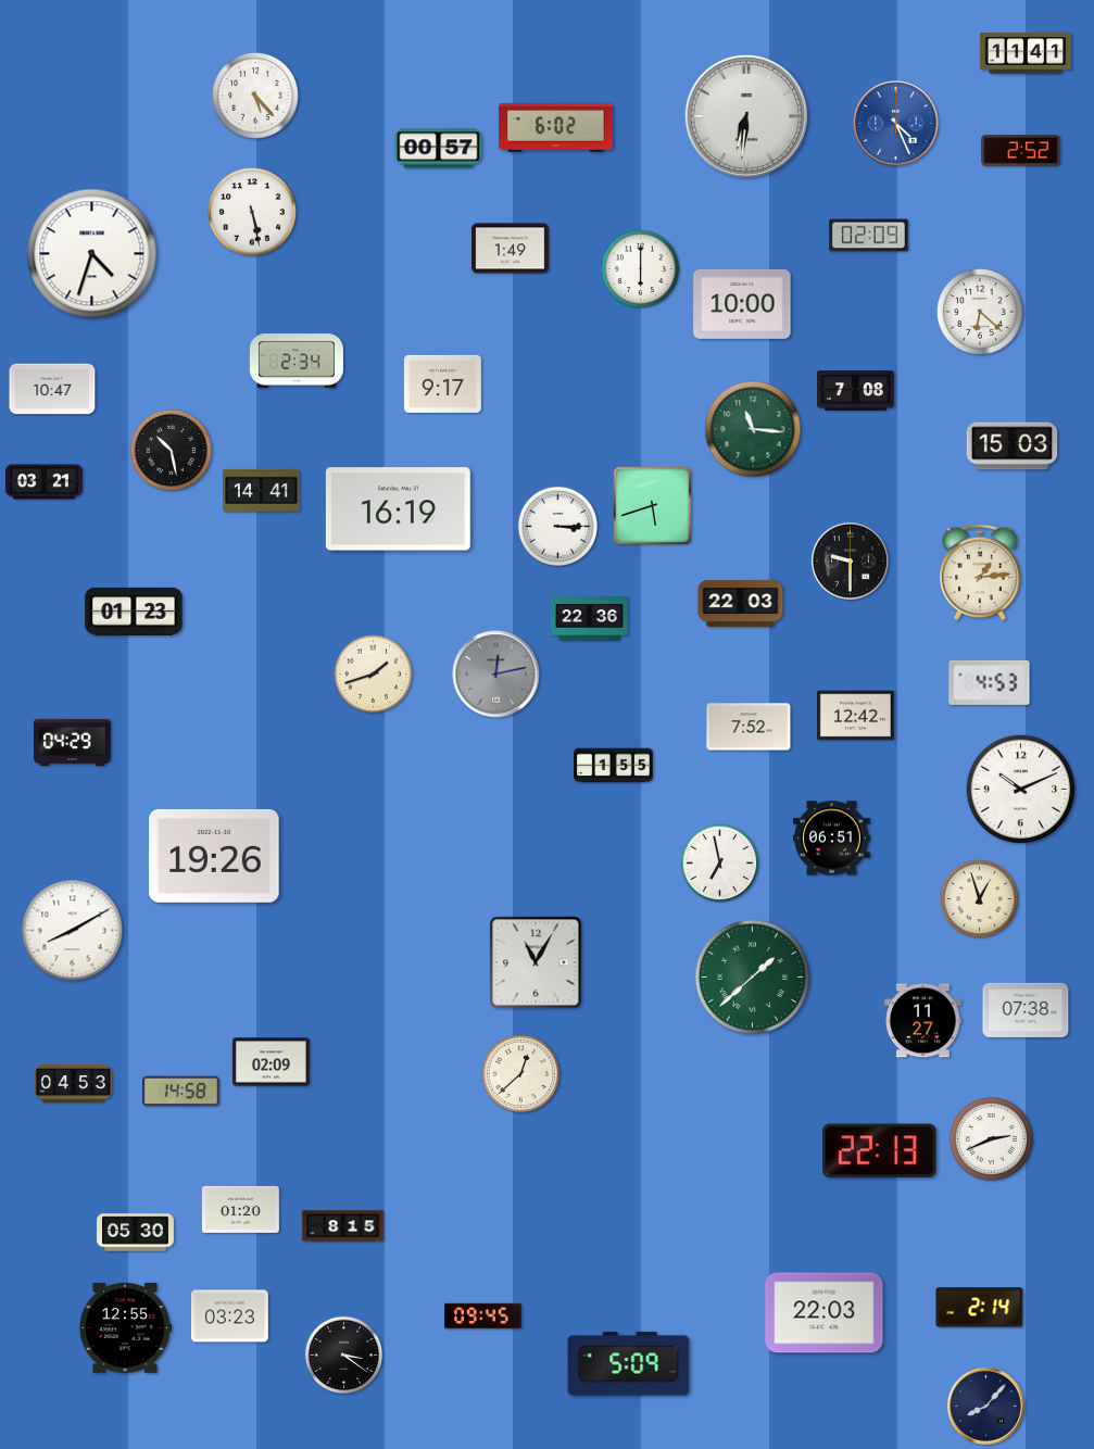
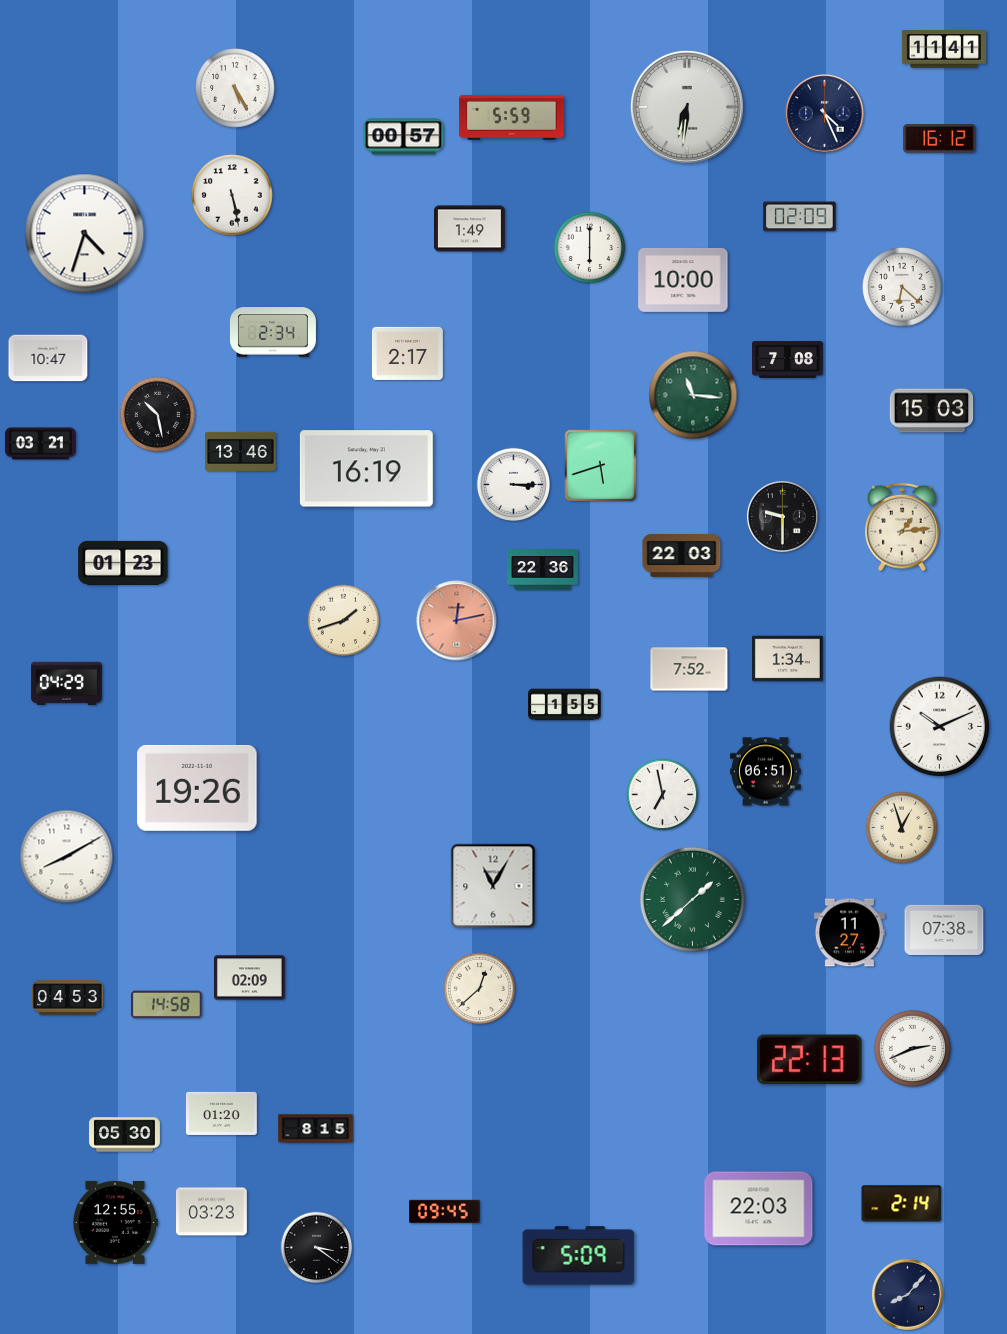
clock at (255, 96): 5:23 -> 5:25
clock at (896, 124) dial: blue -> navy
clock at (556, 128): 6:02 -> 5:59
clock at (1021, 151): 2:52 -> 16:12
clock at (442, 383): 9:17 -> 2:17
clock at (262, 490): 14:41 -> 13:46
clock at (496, 675) dial: grey -> salmon
clock at (990, 682): 4:53 -> none
clock at (856, 716): 12:42 -> 1:34
clock at (922, 1021) position: (922, 1021) -> (849, 933)
